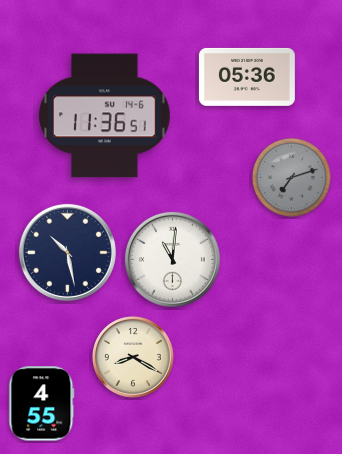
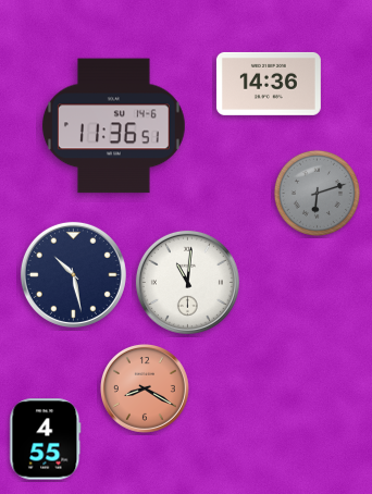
clock at (247, 77): 05:36 -> 14:36
clock at (291, 177): 7:12 -> 6:12
clock at (133, 357) dial: cream -> salmon
